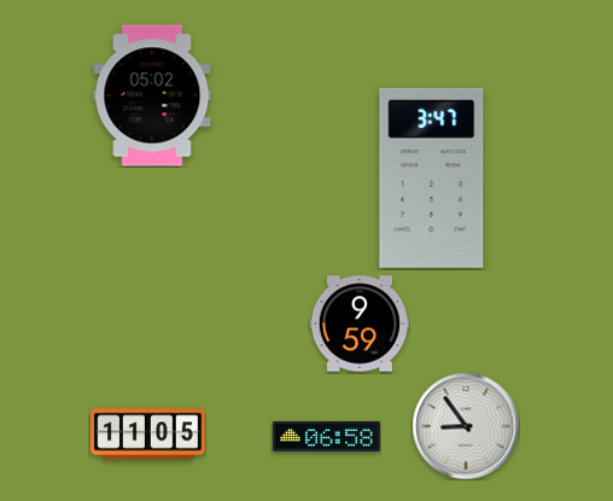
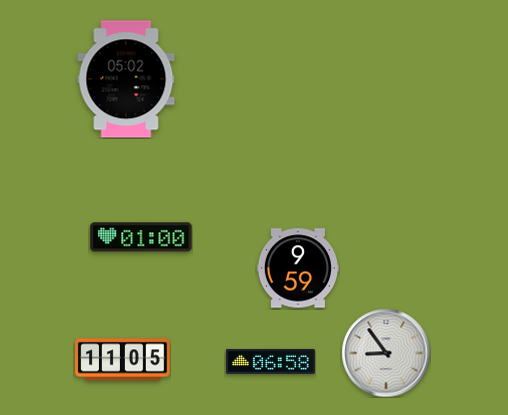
clock at (432, 177): 3:47 -> none
clock at (141, 237): none -> 01:00
